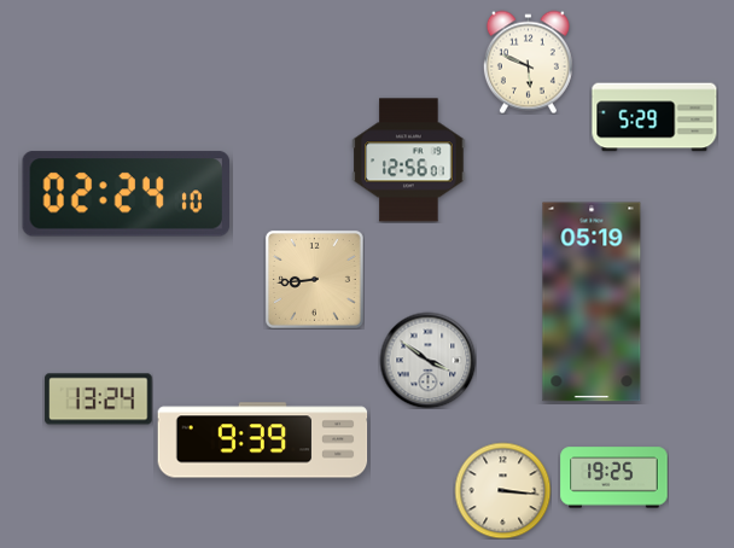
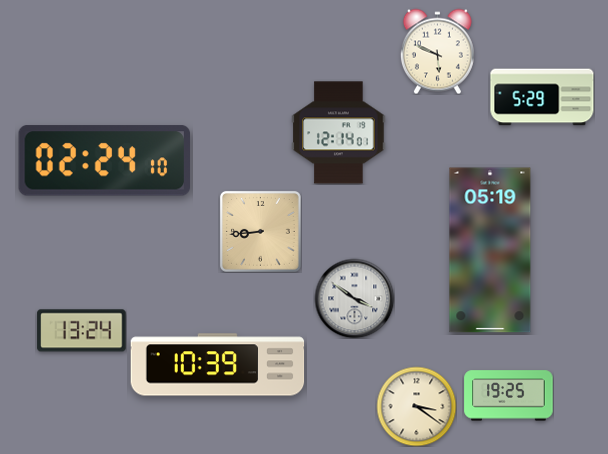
clock at (409, 161): 12:56 -> 12:14
clock at (263, 441): 9:39 -> 10:39
clock at (502, 490): 3:16 -> 3:21
